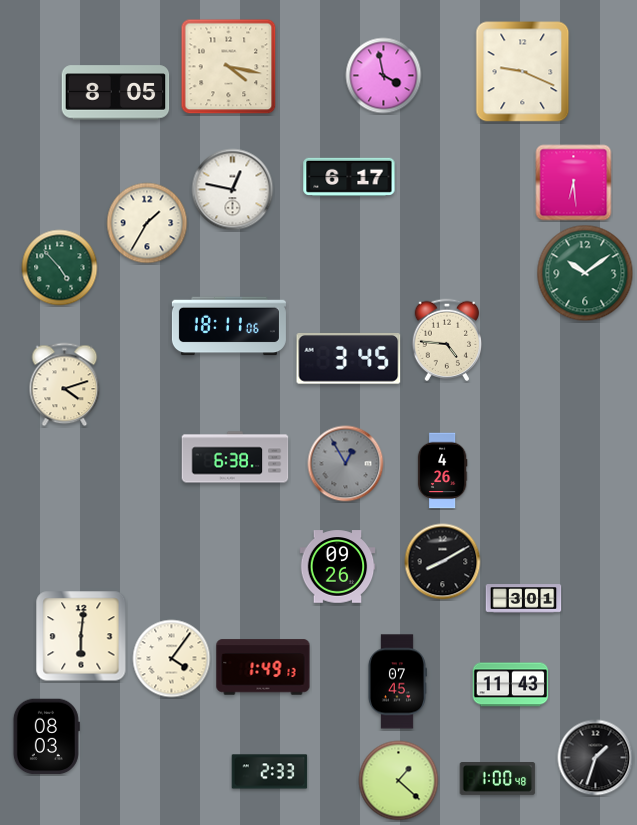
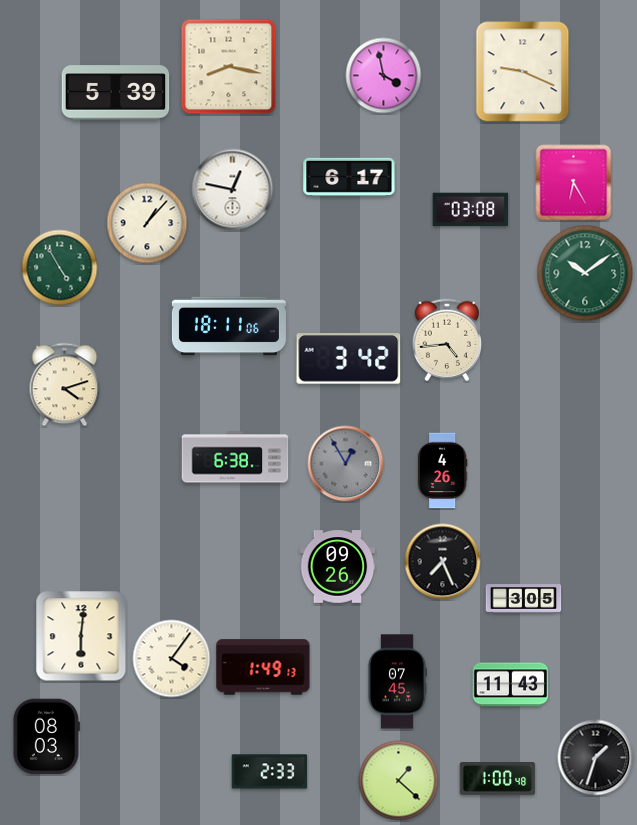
clock at (229, 67): 4:17 -> 8:17
clock at (116, 93): 8:05 -> 5:39
clock at (574, 183): 6:29 -> 6:25
clock at (471, 210): none -> 03:08
clock at (147, 223): 1:35 -> 1:07
clock at (60, 268): 4:53 -> 4:55
clock at (447, 340): 4:46 -> 4:44
clock at (349, 359): 3:45 -> 3:42
clock at (443, 562): 8:10 -> 7:26
clock at (524, 599): 3:01 -> 3:05
